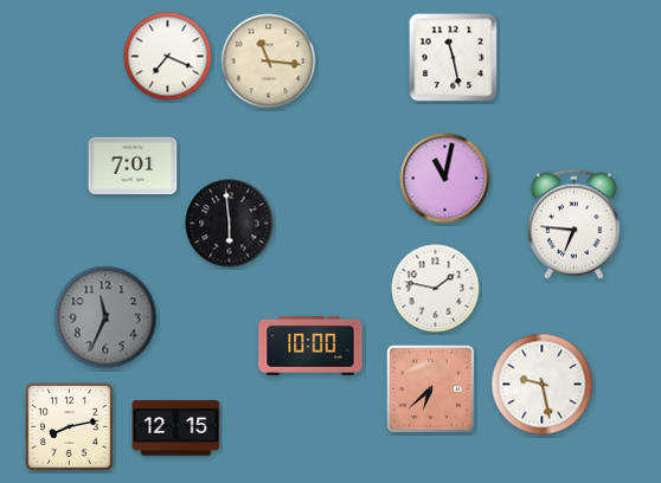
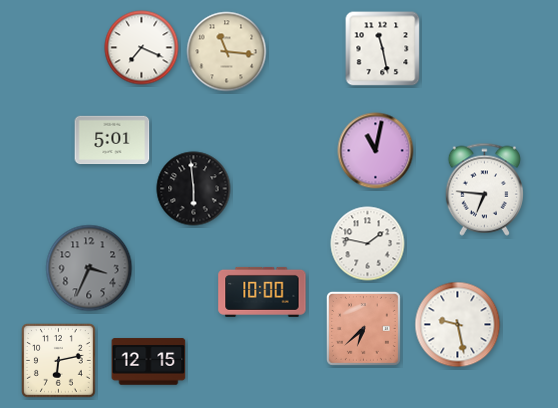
clock at (133, 166): 7:01 -> 5:01
clock at (105, 317): 11:34 -> 3:34
clock at (70, 427): 8:13 -> 6:13
